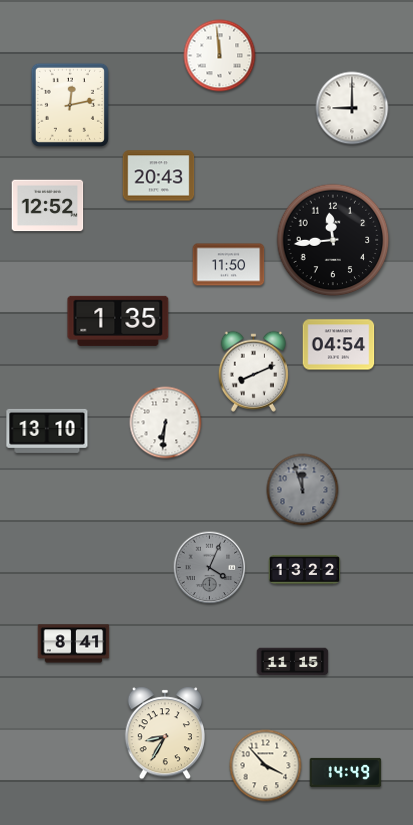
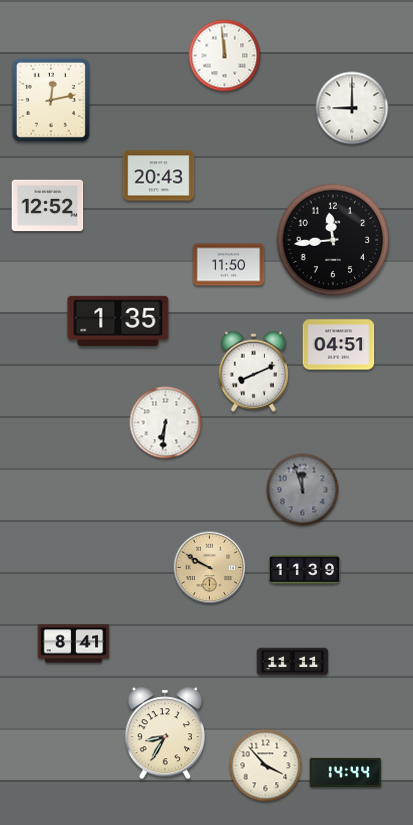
clock at (220, 56) position: (220, 56) -> (225, 56)
clock at (70, 105) position: (70, 105) -> (51, 100)
clock at (339, 345): 04:54 -> 04:51
clock at (47, 431): 13:10 -> none
clock at (210, 568): 4:04 -> 9:50
clock at (210, 568) dial: grey -> champagne
clock at (305, 569): 13:22 -> 11:39
clock at (293, 662): 11:15 -> 11:11
clock at (346, 772): 14:49 -> 14:44
